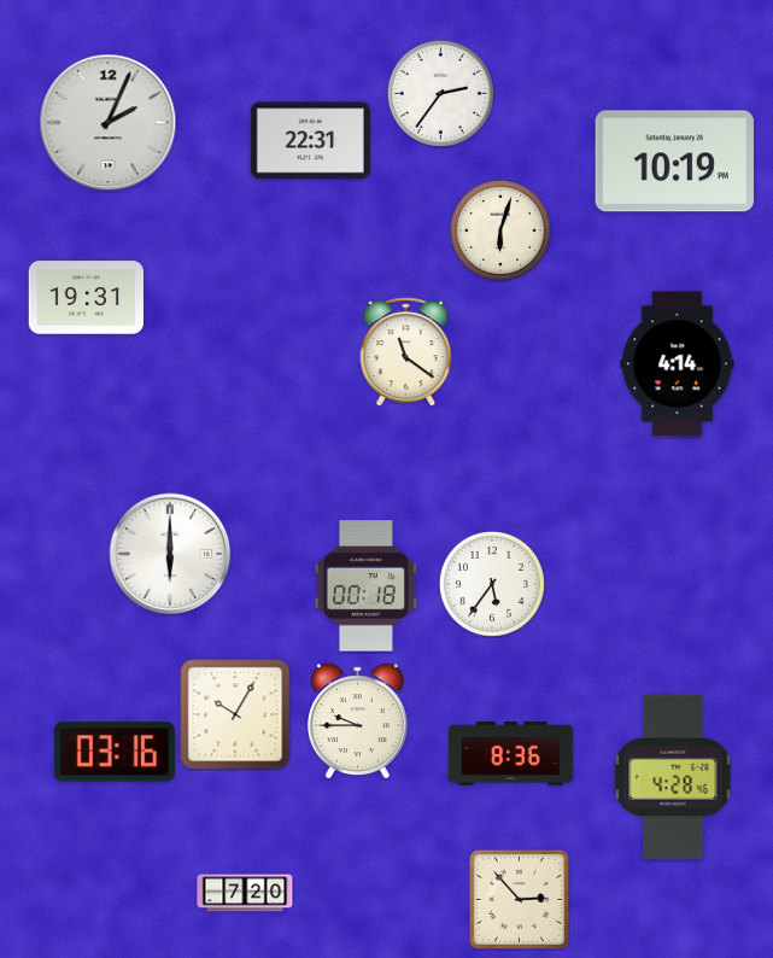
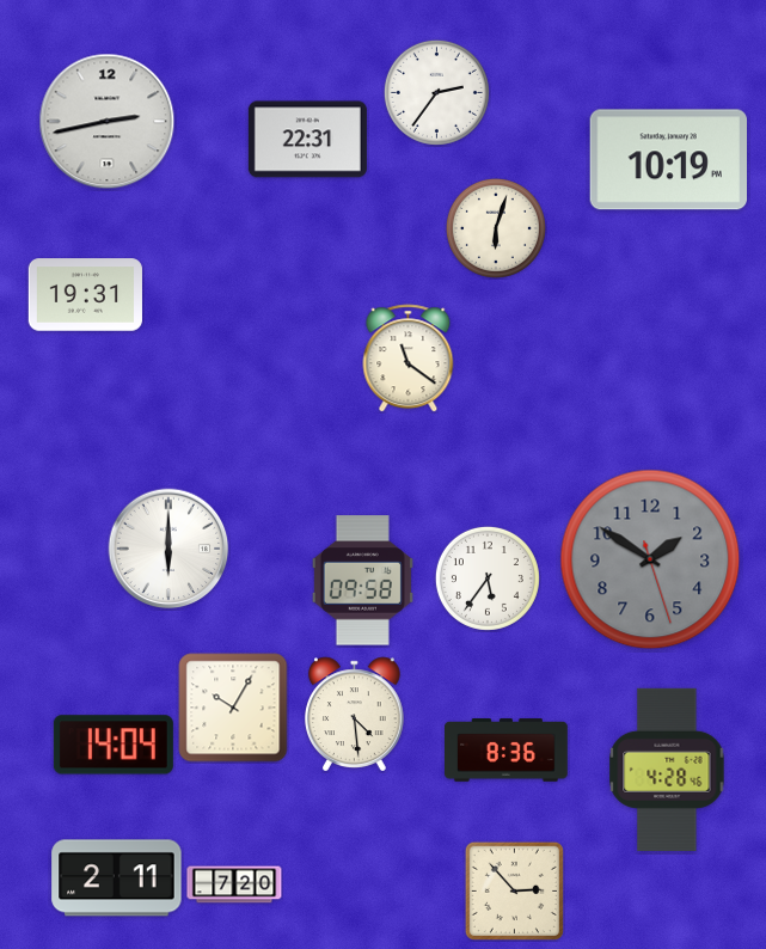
clock at (109, 123): 2:04 -> 2:43
clock at (406, 352) position: (406, 352) -> (409, 359)
clock at (678, 364): 4:14 -> none
clock at (650, 559): none -> 1:50
clock at (365, 586): 00:18 -> 09:58
clock at (358, 722): 9:45 -> 4:29
clock at (115, 752): 03:16 -> 14:04
clock at (511, 754) position: (511, 754) -> (507, 751)
clock at (117, 878): none -> 2:11
clock at (245, 893) position: (245, 893) -> (234, 884)
